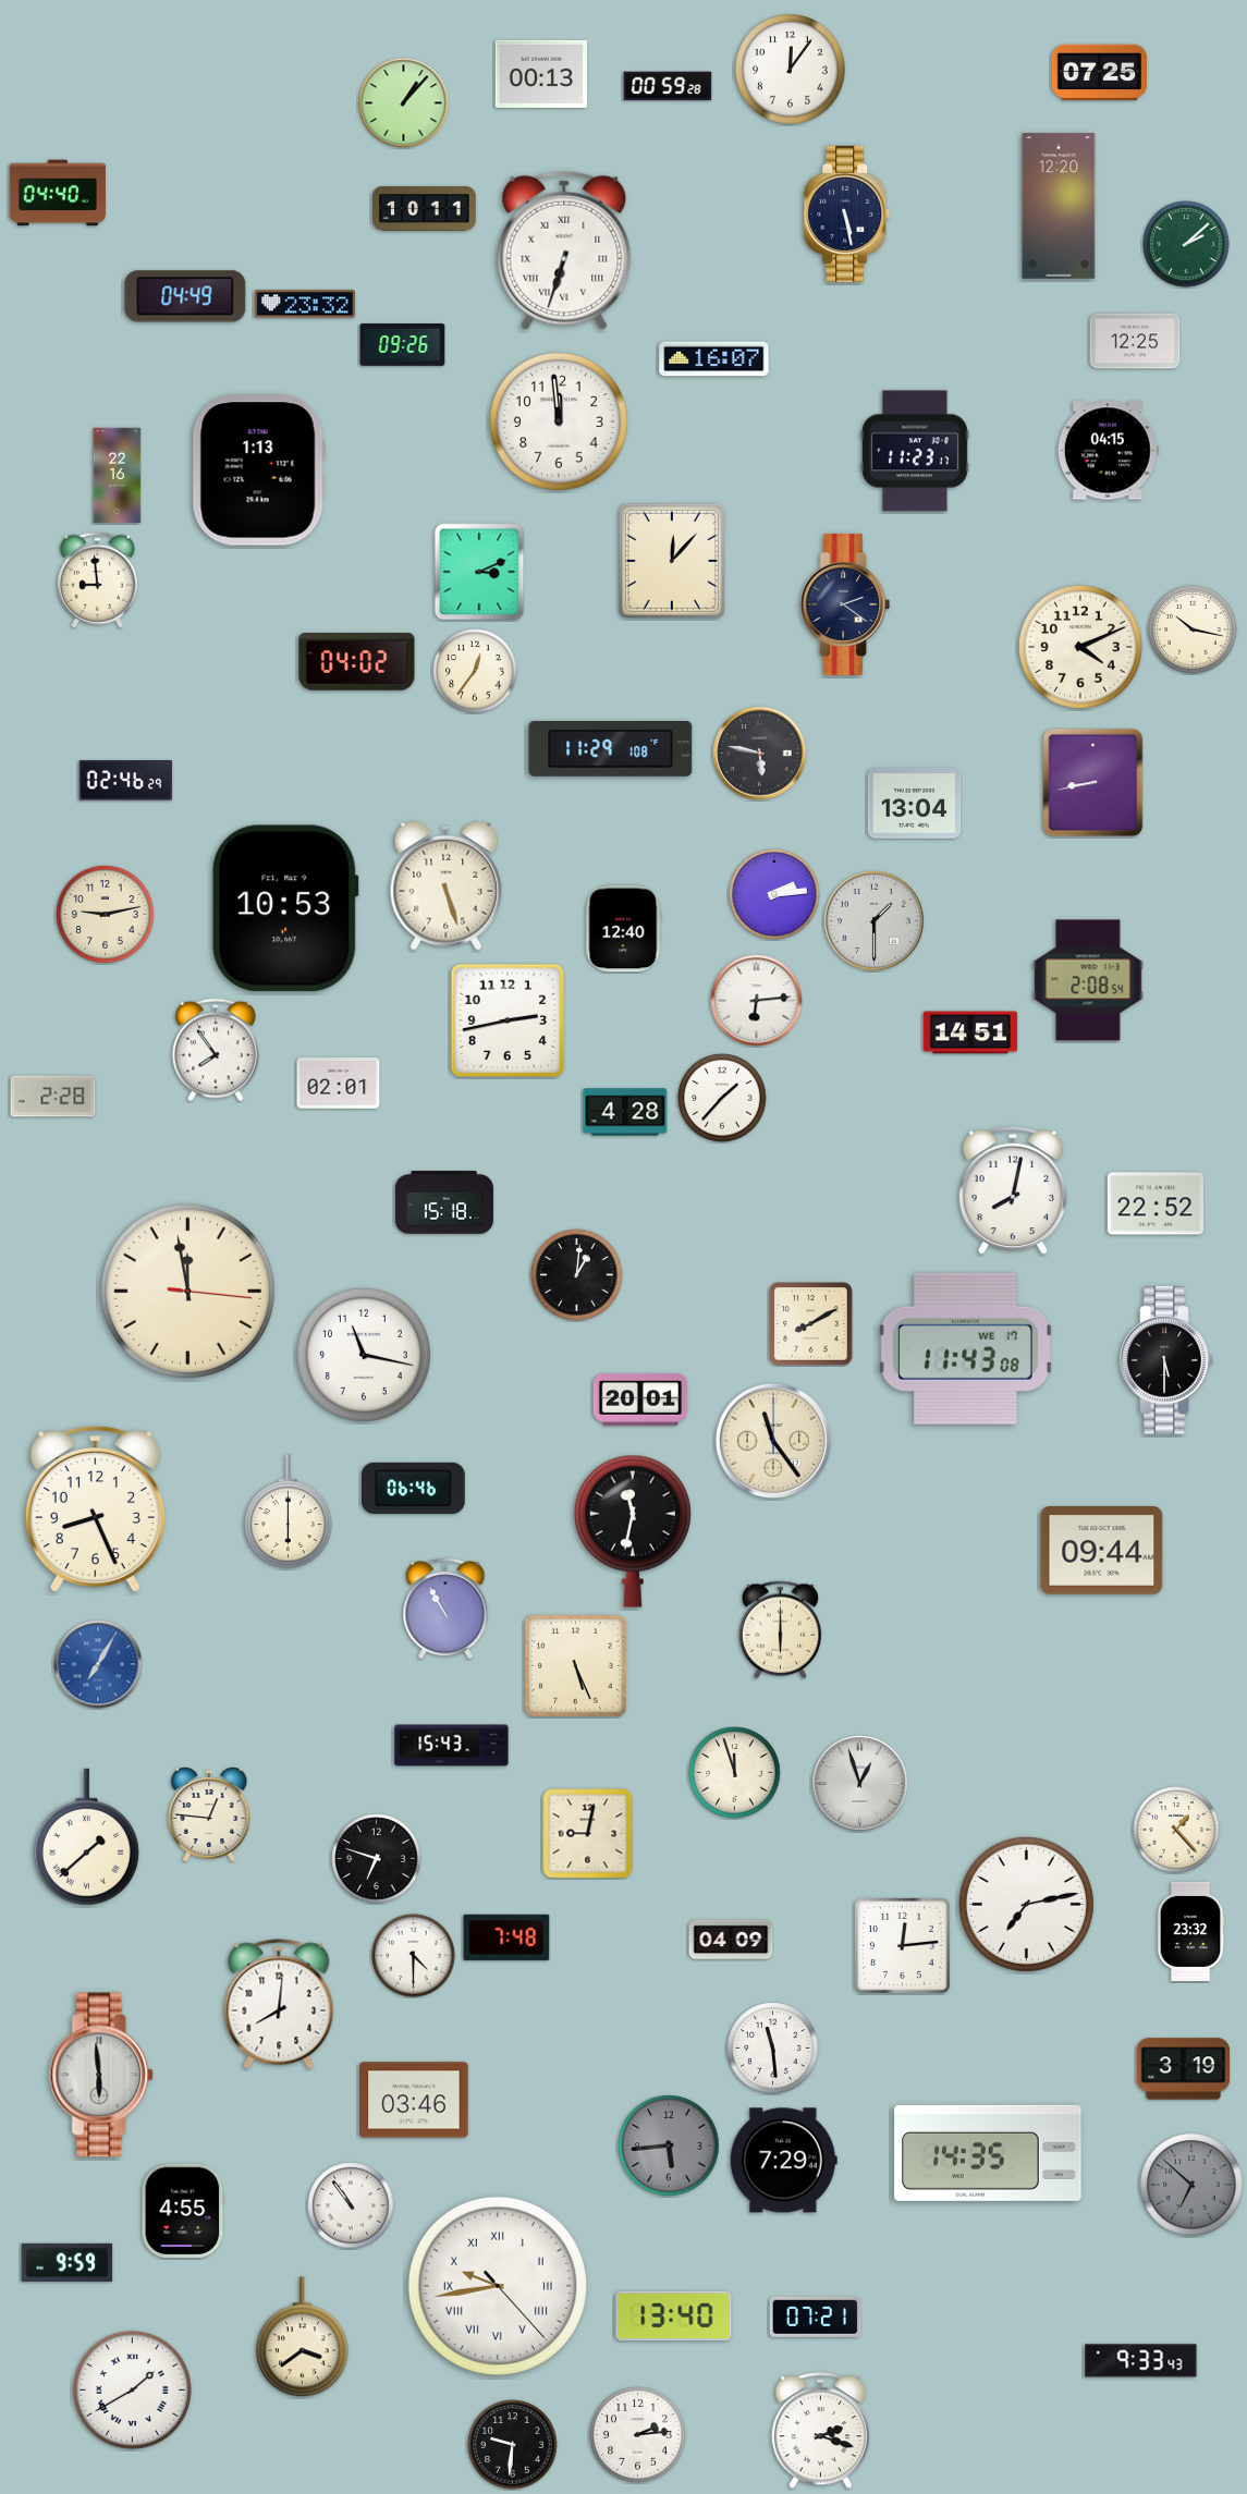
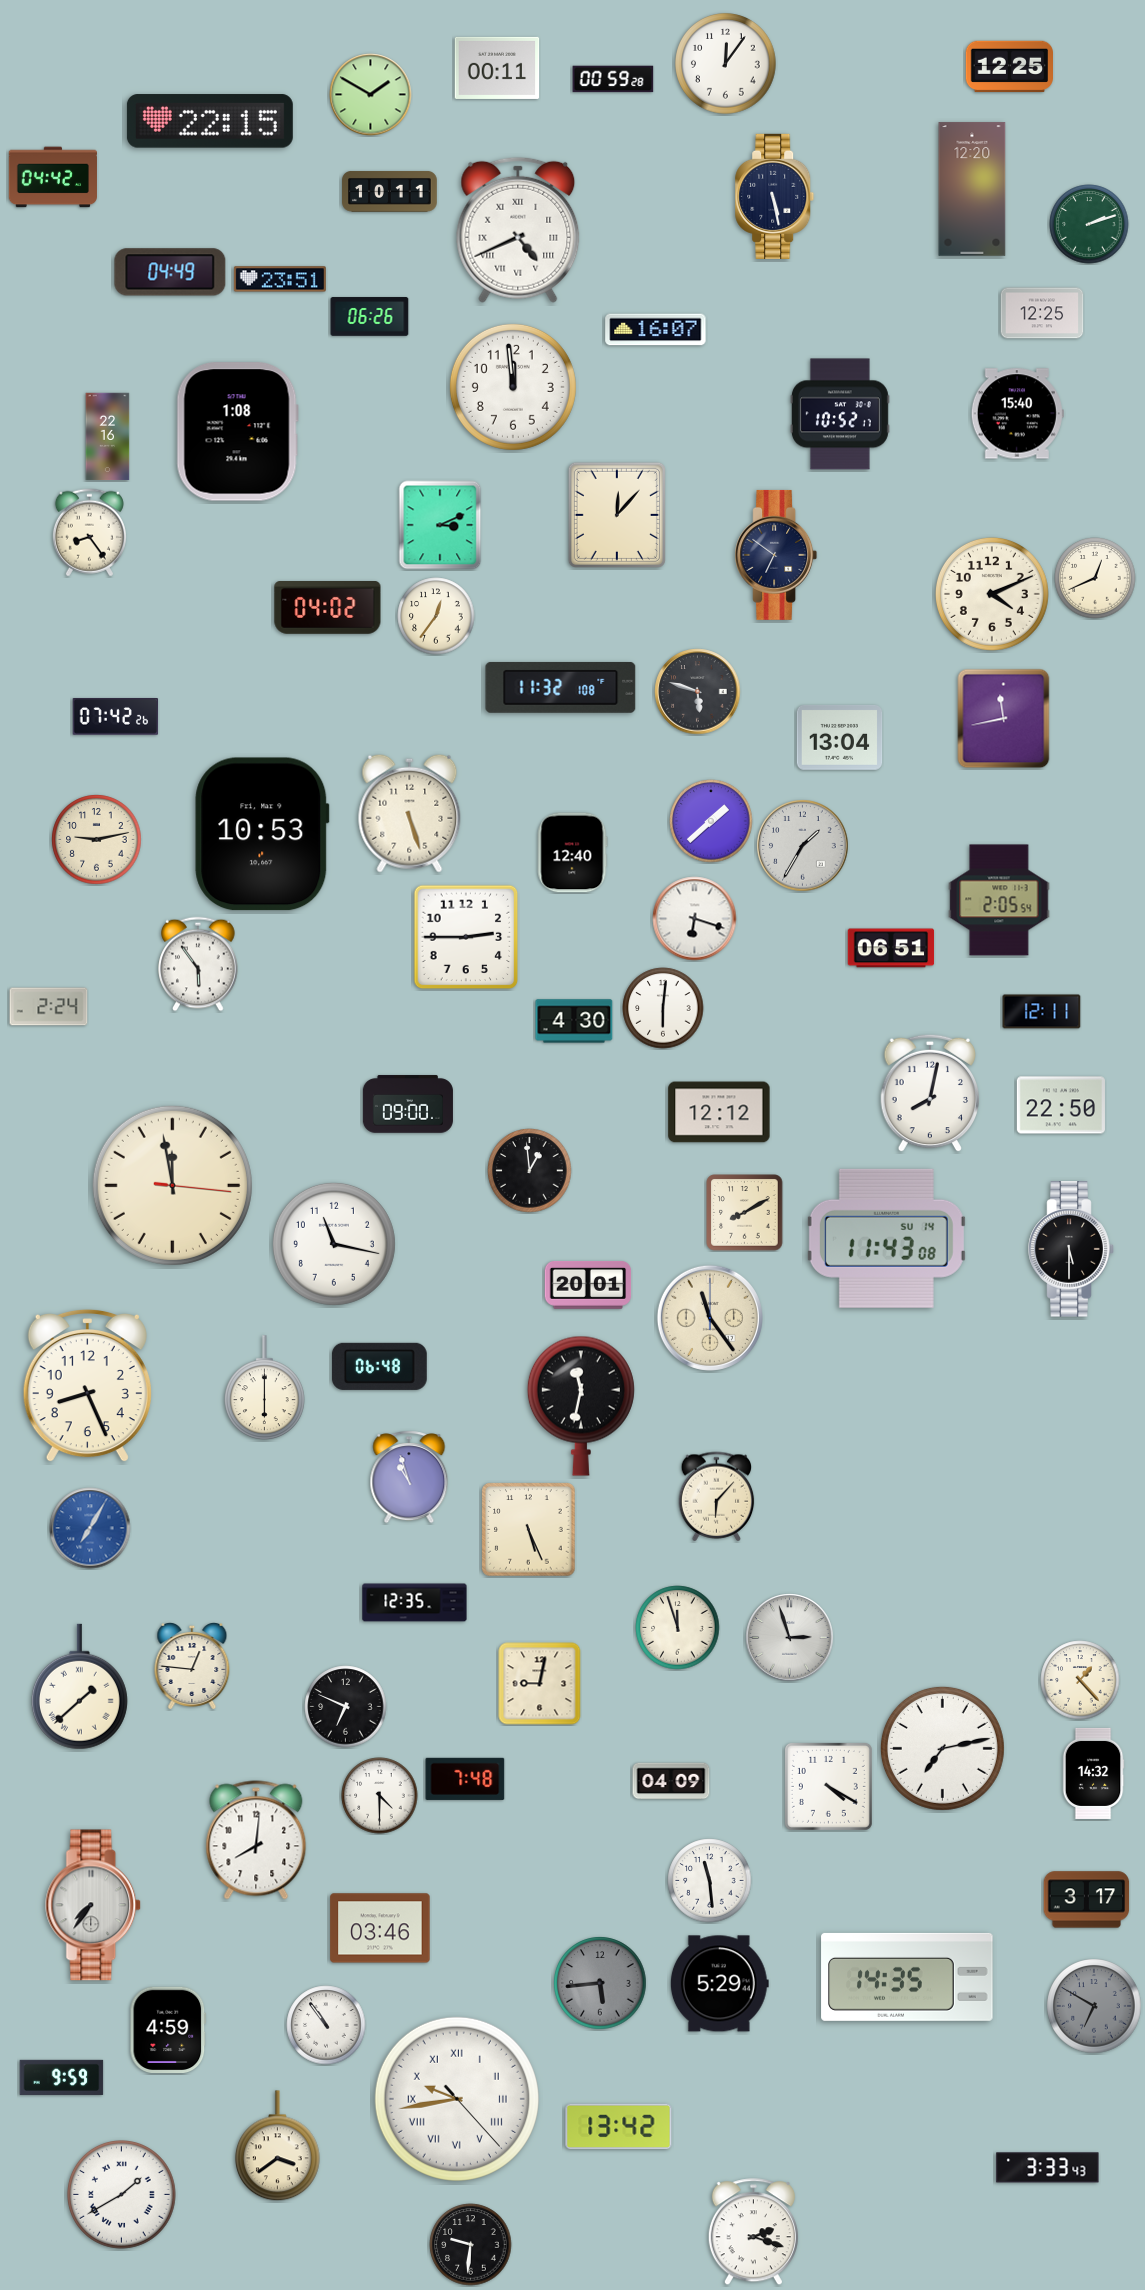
clock at (1099, 73): 07:25 -> 12:25
clock at (541, 74): 00:13 -> 00:11
clock at (404, 103): 1:07 -> 1:50
clock at (210, 121): none -> 22:15
clock at (58, 193): 04:40 -> 04:42
clock at (847, 213) position: (847, 213) -> (775, 196)
clock at (1186, 244): 2:08 -> 2:12
clock at (564, 250): 6:33 -> 4:41
clock at (305, 304): 23:32 -> 23:51
clock at (403, 345): 09:26 -> 06:26
clock at (915, 451): 11:23 -> 10:52
clock at (1108, 451): 04:15 -> 15:40
clock at (258, 470): 1:13 -> 1:08
clock at (97, 580): 8:59 -> 8:24
clock at (845, 604): 2:21 -> 6:51
clock at (1193, 629): 10:17 -> 12:41
clock at (611, 748): 11:29 -> 11:32
clock at (760, 754): 5:47 -> 5:48
clock at (126, 781): 02:46 -> 07:42
clock at (1093, 783): 8:43 -> 11:43
clock at (774, 894): 2:14 -> 1:38
clock at (875, 921): 1:30 -> 1:35
clock at (1088, 980): 2:08 -> 2:05
clock at (757, 1001): 6:14 -> 6:18
clock at (508, 1020): 2:43 -> 2:45
clock at (970, 1032): 14:51 -> 06:51
clock at (216, 1050): 7:54 -> 5:54
clock at (339, 1084): 02:01 -> none
clock at (53, 1097): 2:28 -> 2:24
clock at (722, 1098): 1:37 -> 6:01
clock at (1042, 1012): none -> 12:11
clock at (625, 1112): 4:28 -> 4:30
clock at (444, 1202): 15:18 -> 09:00
clock at (1156, 1203): 22:52 -> 22:50
clock at (719, 1112): none -> 12:12
clock at (577, 1275): 1:01 -> 12:59
clock at (811, 1324) position: (811, 1324) -> (745, 1213)
clock at (965, 1348) date: WE 17 -> SU 14
clock at (773, 1441) position: (773, 1441) -> (710, 1318)
clock at (413, 1488): 06:46 -> 06:48
clock at (1102, 1551): 09:44 -> none
clock at (445, 1609): 10:55 -> 10:57
clock at (781, 1630): 6:00 -> 6:07
clock at (452, 1746): 15:43 -> 12:35
clock at (735, 1773) position: (735, 1773) -> (678, 1628)
clock at (860, 1784): 12:57 -> 2:57
clock at (377, 1859): 6:48 -> 6:49
clock at (1190, 1931): 23:32 -> 14:32
clock at (902, 1945): 12:14 -> 4:20
clock at (1184, 2069): 3:19 -> 3:17
clock at (102, 2075): 5:59 -> 7:36
clock at (669, 2145) position: (669, 2145) -> (600, 1983)
clock at (783, 2161): 7:29 -> 5:29
clock at (1191, 2185): 6:52 -> 6:50
clock at (351, 2205) position: (351, 2205) -> (326, 2025)
clock at (183, 2210): 4:55 -> 4:59
clock at (674, 2316): 13:40 -> 13:42
clock at (816, 2316): 07:21 -> none
clock at (1141, 2361): 9:33 -> 3:33
clock at (638, 2435): 2:14 -> none
